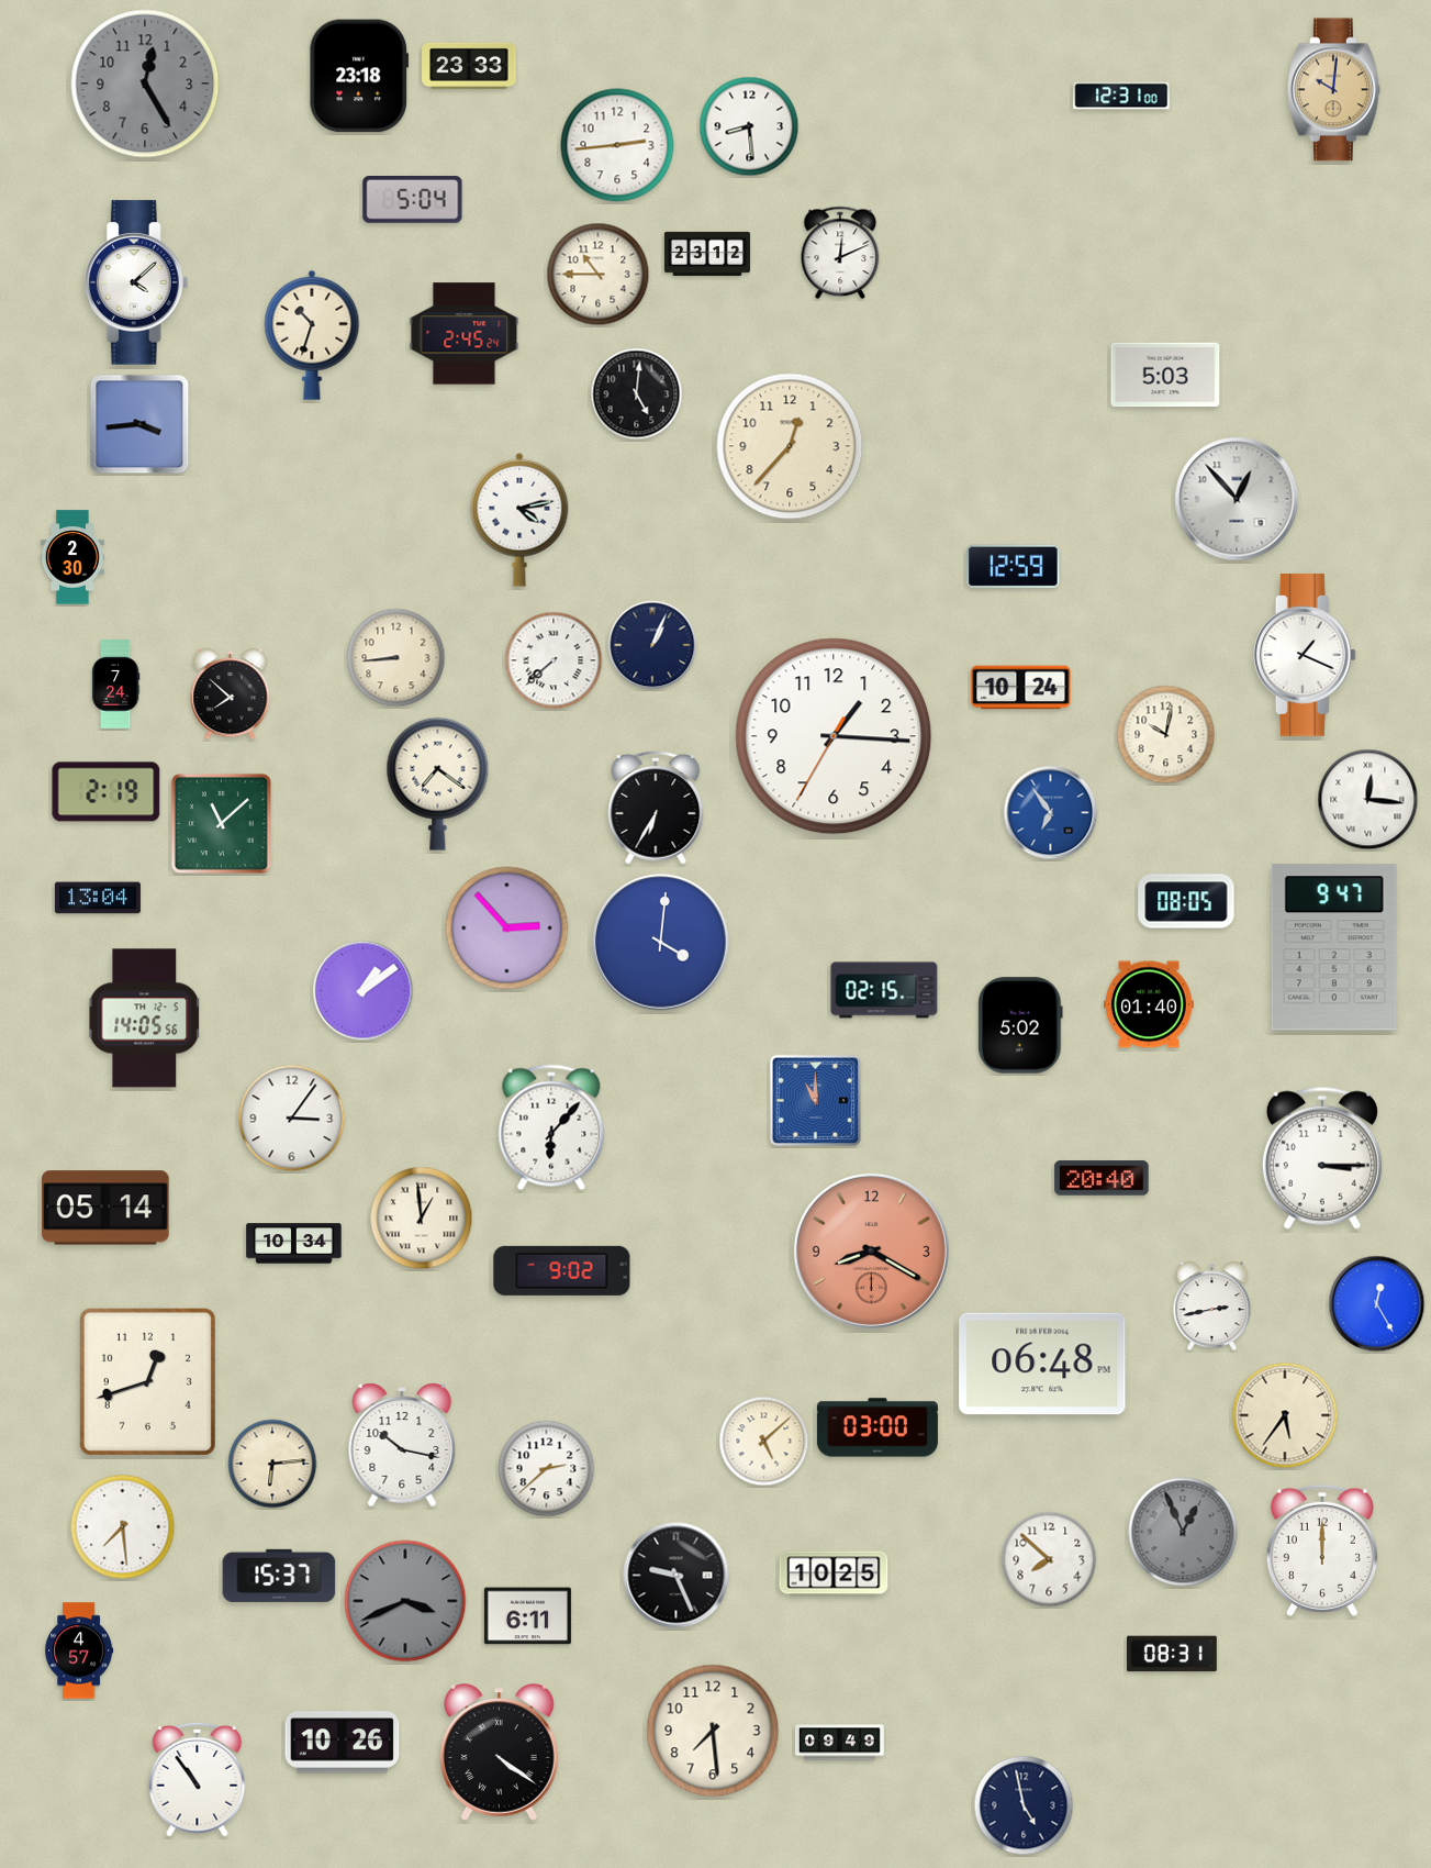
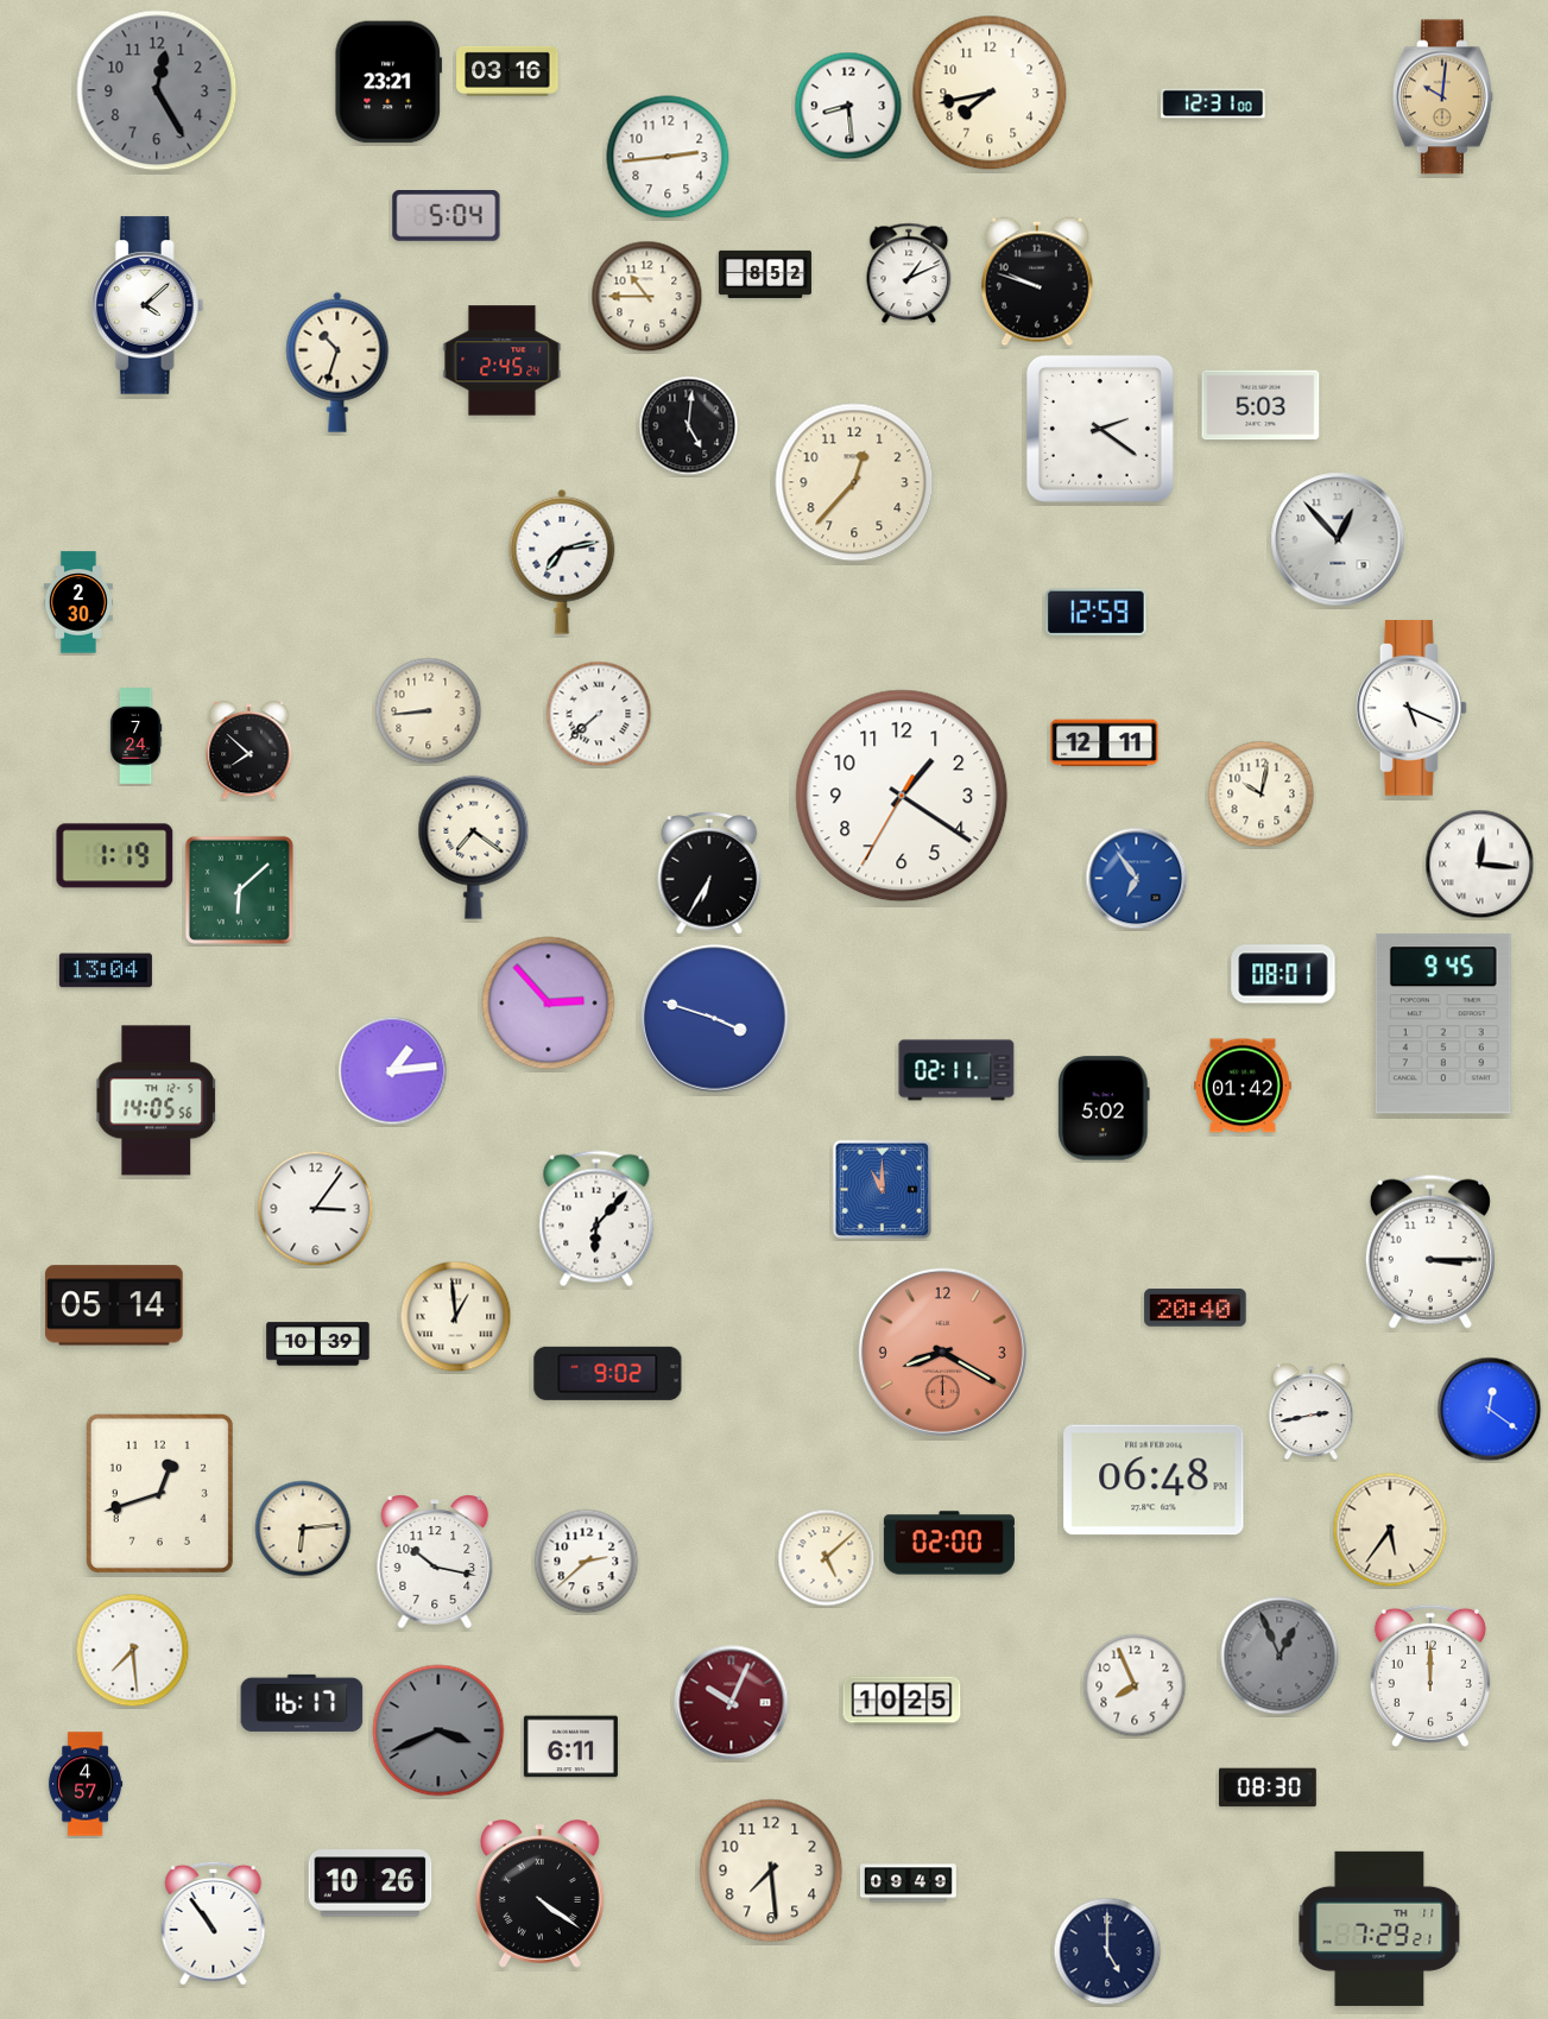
clock at (469, 66): 23:33 -> 03:16
clock at (359, 76): 23:18 -> 23:21
clock at (990, 93): none -> 7:43
clock at (749, 126) position: (749, 126) -> (848, 106)
clock at (840, 253): 12:11 -> 1:11
clock at (707, 254): 23:12 -> 8:52
clock at (1038, 281): none -> 9:48
clock at (1100, 429): none -> 2:21
clock at (139, 424): 3:44 -> none
clock at (519, 520): 4:13 -> 7:13
clock at (652, 645): 1:04 -> none
clock at (1305, 655): 1:19 -> 5:19
clock at (115, 685) position: (115, 685) -> (135, 736)
clock at (1021, 688): 10:24 -> 12:11
clock at (834, 736): 1:15 -> 1:20
clock at (107, 792): 2:19 -> 1:19
clock at (221, 823): 11:08 -> 6:08
clock at (1186, 901): 08:05 -> 08:01
clock at (661, 943): 4:01 -> 3:48
clock at (1334, 947): 9:47 -> 9:45
clock at (884, 990): 02:15 -> 02:11
clock at (364, 991): 1:09 -> 1:14
clock at (1150, 1004): 01:40 -> 01:42
clock at (1102, 1178) position: (1102, 1178) -> (1195, 1308)
clock at (294, 1244): 10:34 -> 10:39
clock at (1377, 1304): 12:25 -> 12:21
clock at (1042, 1364) position: (1042, 1364) -> (1154, 1480)
clock at (877, 1427): 03:00 -> 02:00
clock at (272, 1464) position: (272, 1464) -> (303, 1529)
clock at (547, 1469) position: (547, 1469) -> (587, 1562)
clock at (1049, 1559): 7:52 -> 7:56
clock at (279, 1576): 15:37 -> 16:17
clock at (677, 1576): 9:26 -> 10:04
clock at (677, 1576) dial: black -> burgundy
clock at (1172, 1654): 08:31 -> 08:30
clock at (1379, 1929): none -> 7:29
clock at (1024, 1805): 4:58 -> 5:00
